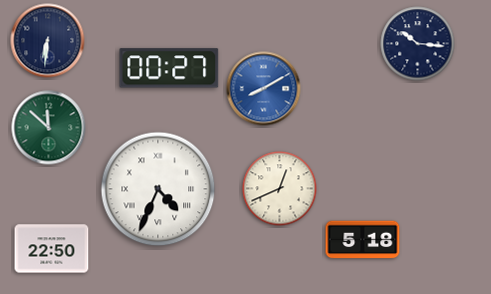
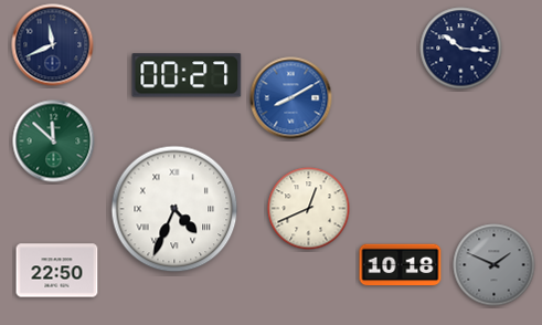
clock at (48, 41): 6:31 -> 11:41
clock at (363, 240): 5:18 -> 10:18
clock at (495, 265): none -> 1:49
clock at (52, 249) position: (52, 249) -> (57, 271)
